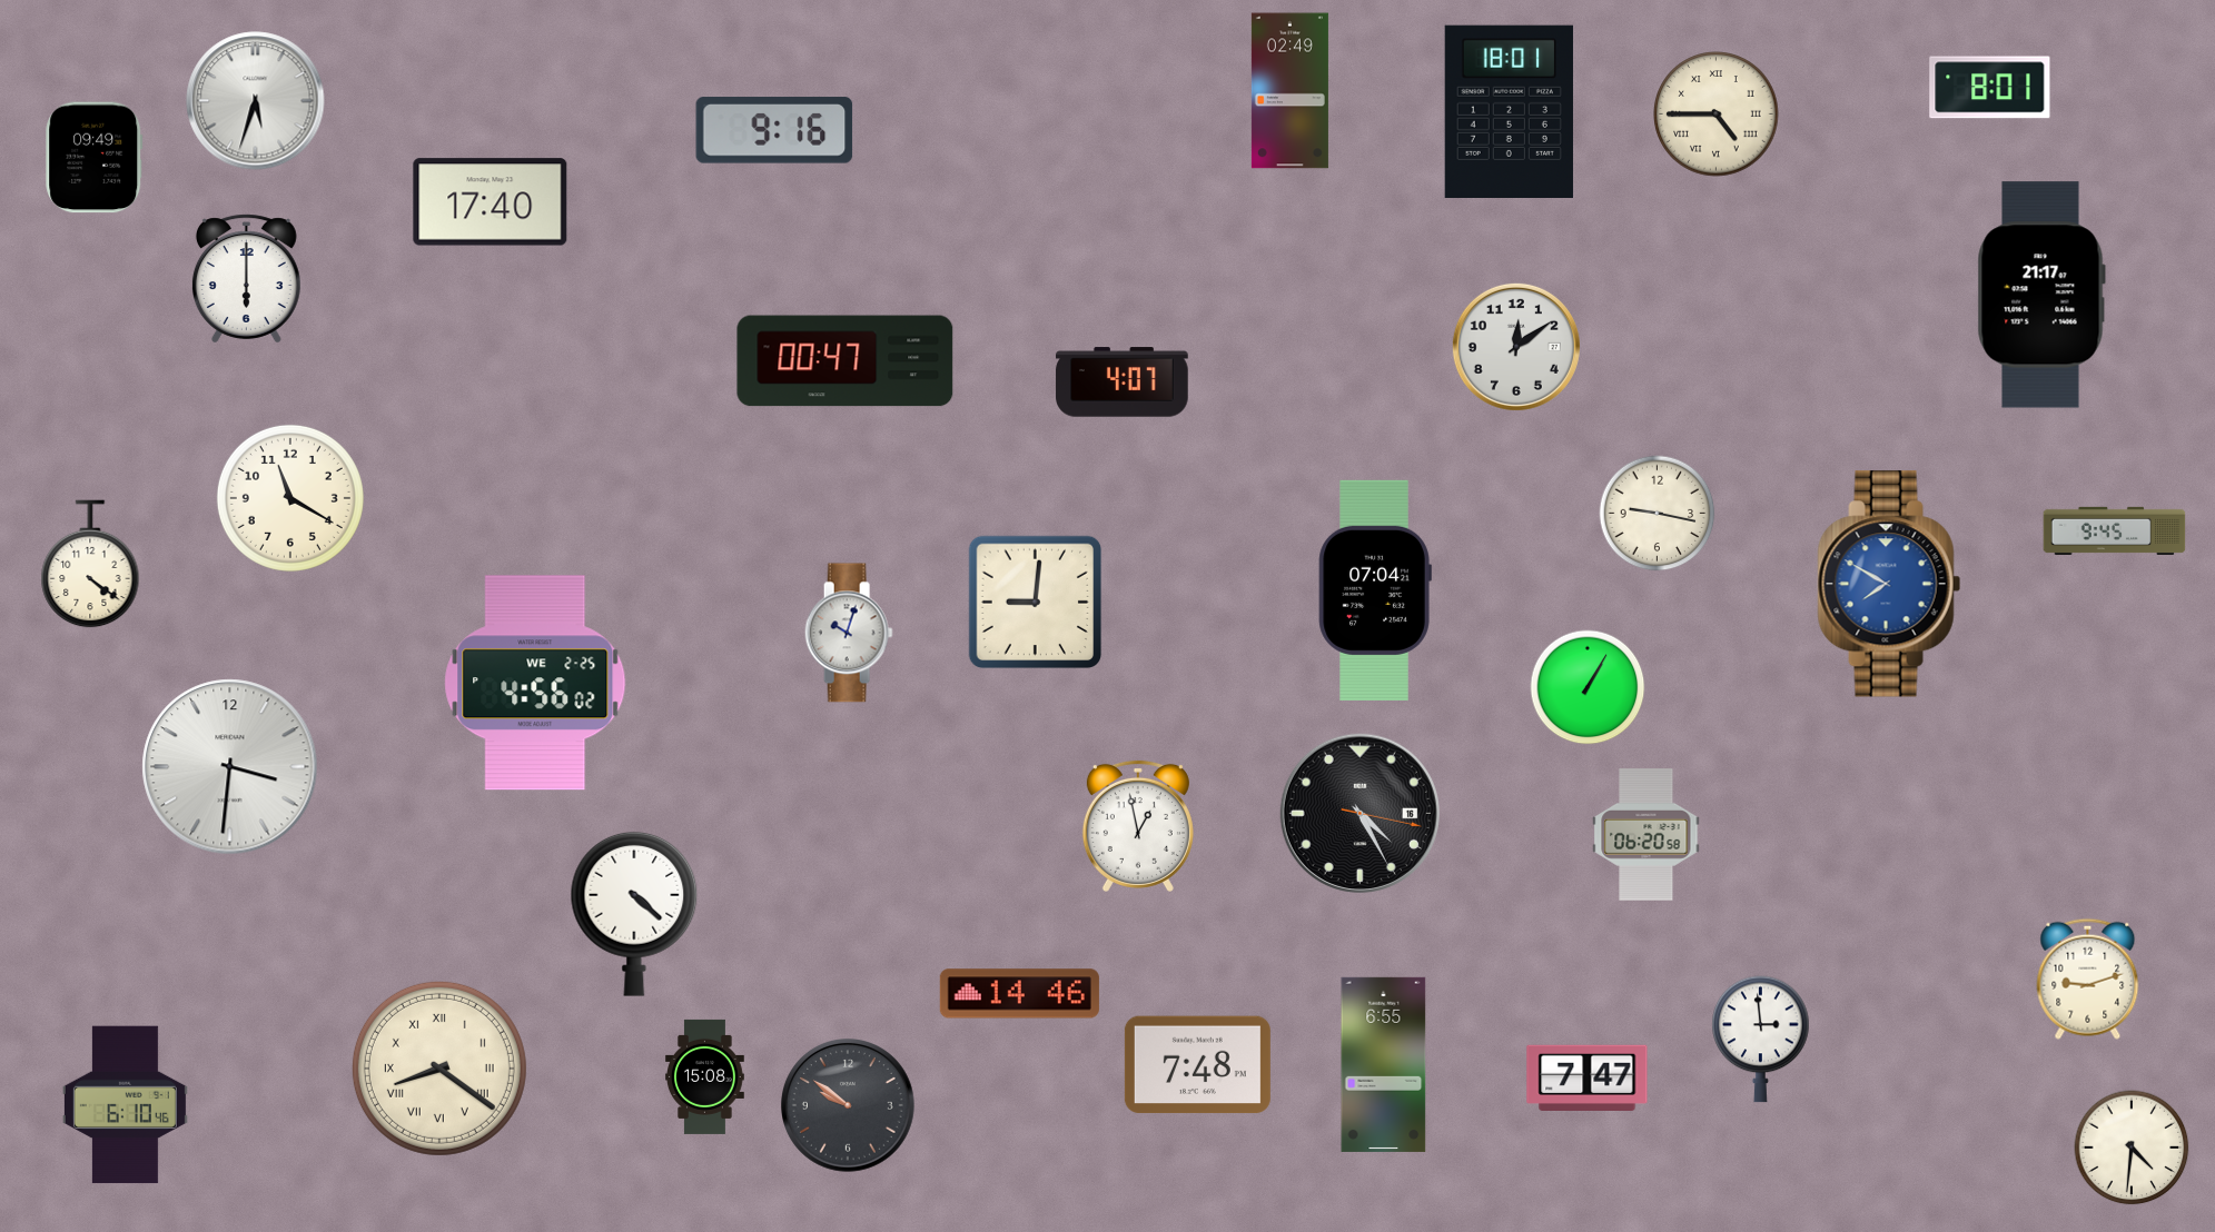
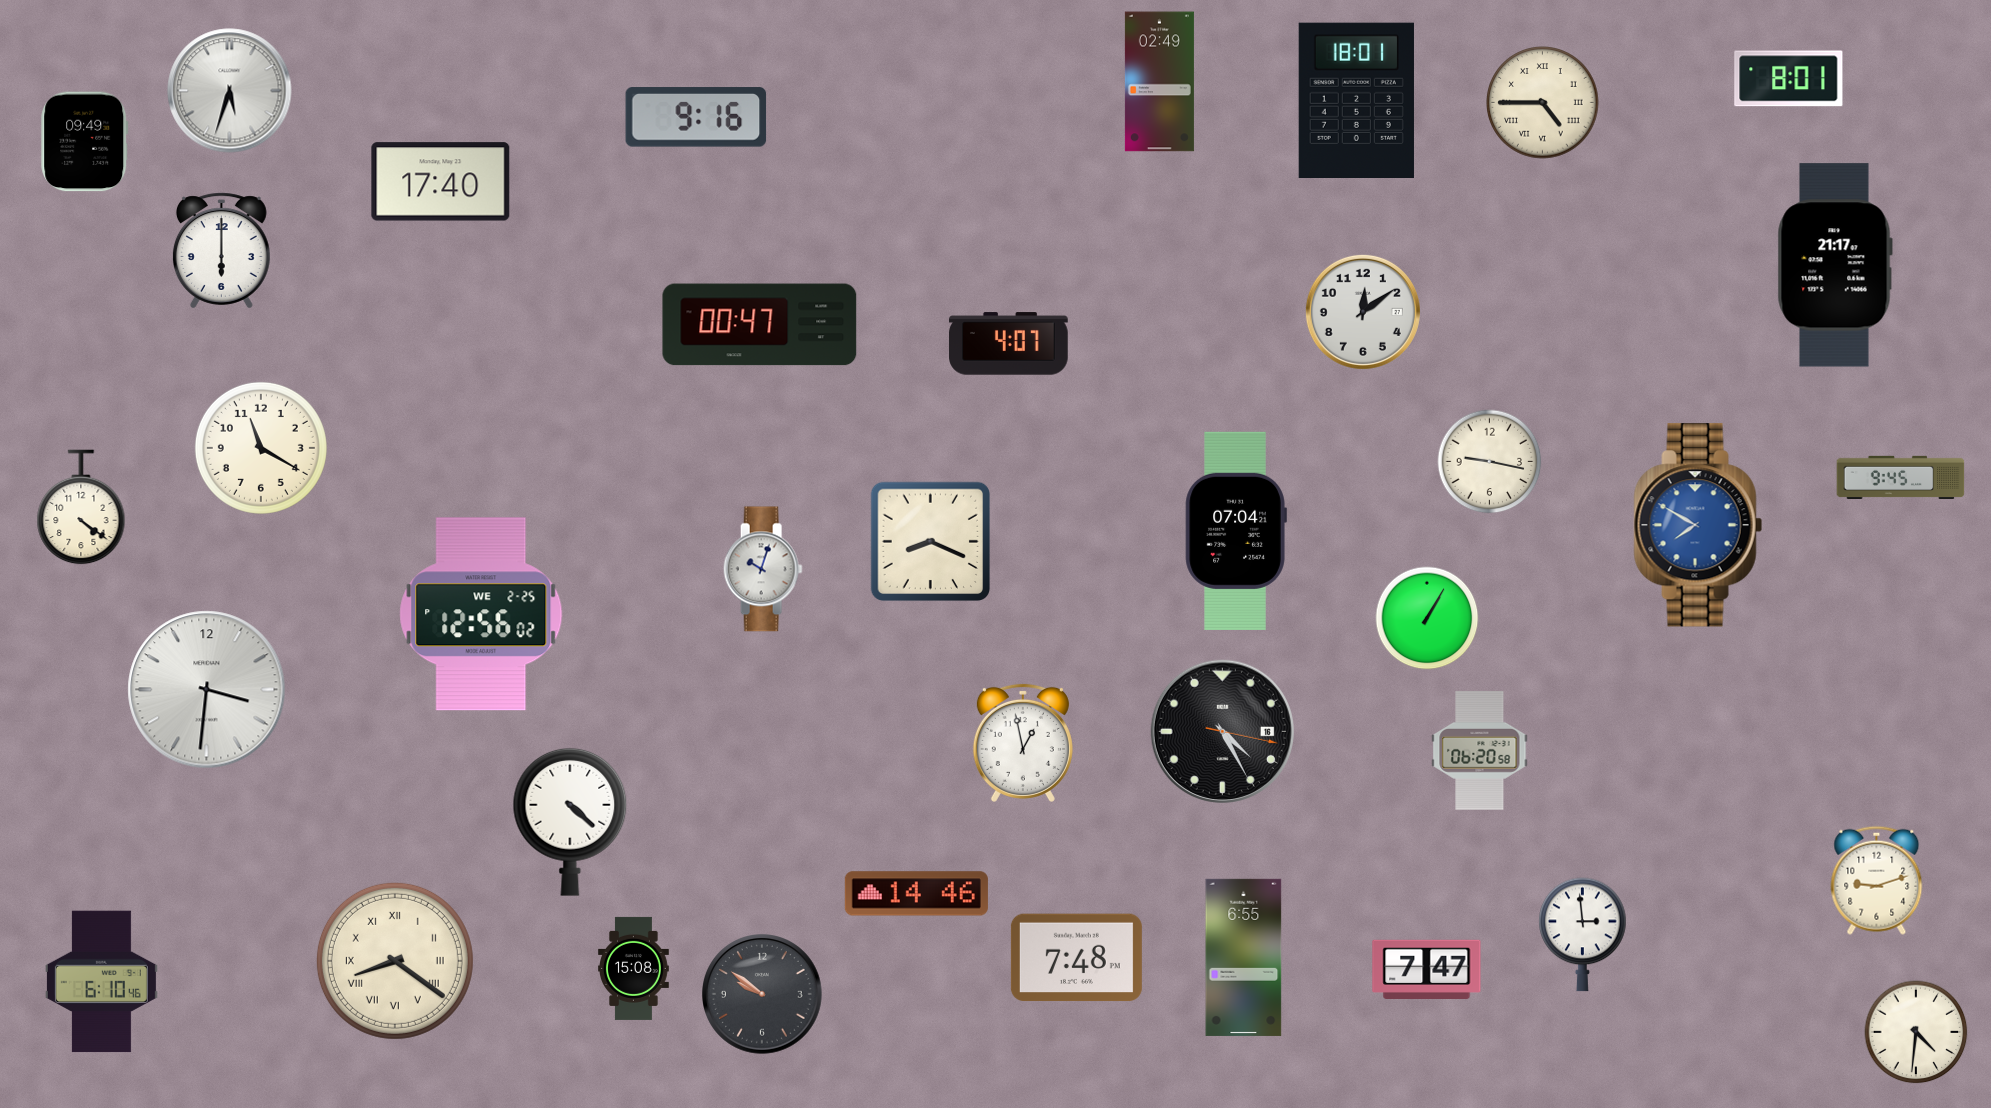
clock at (1036, 603): 9:01 -> 8:19
clock at (535, 683): 4:56 -> 12:56
clock at (125, 1105) position: (125, 1105) -> (101, 982)
